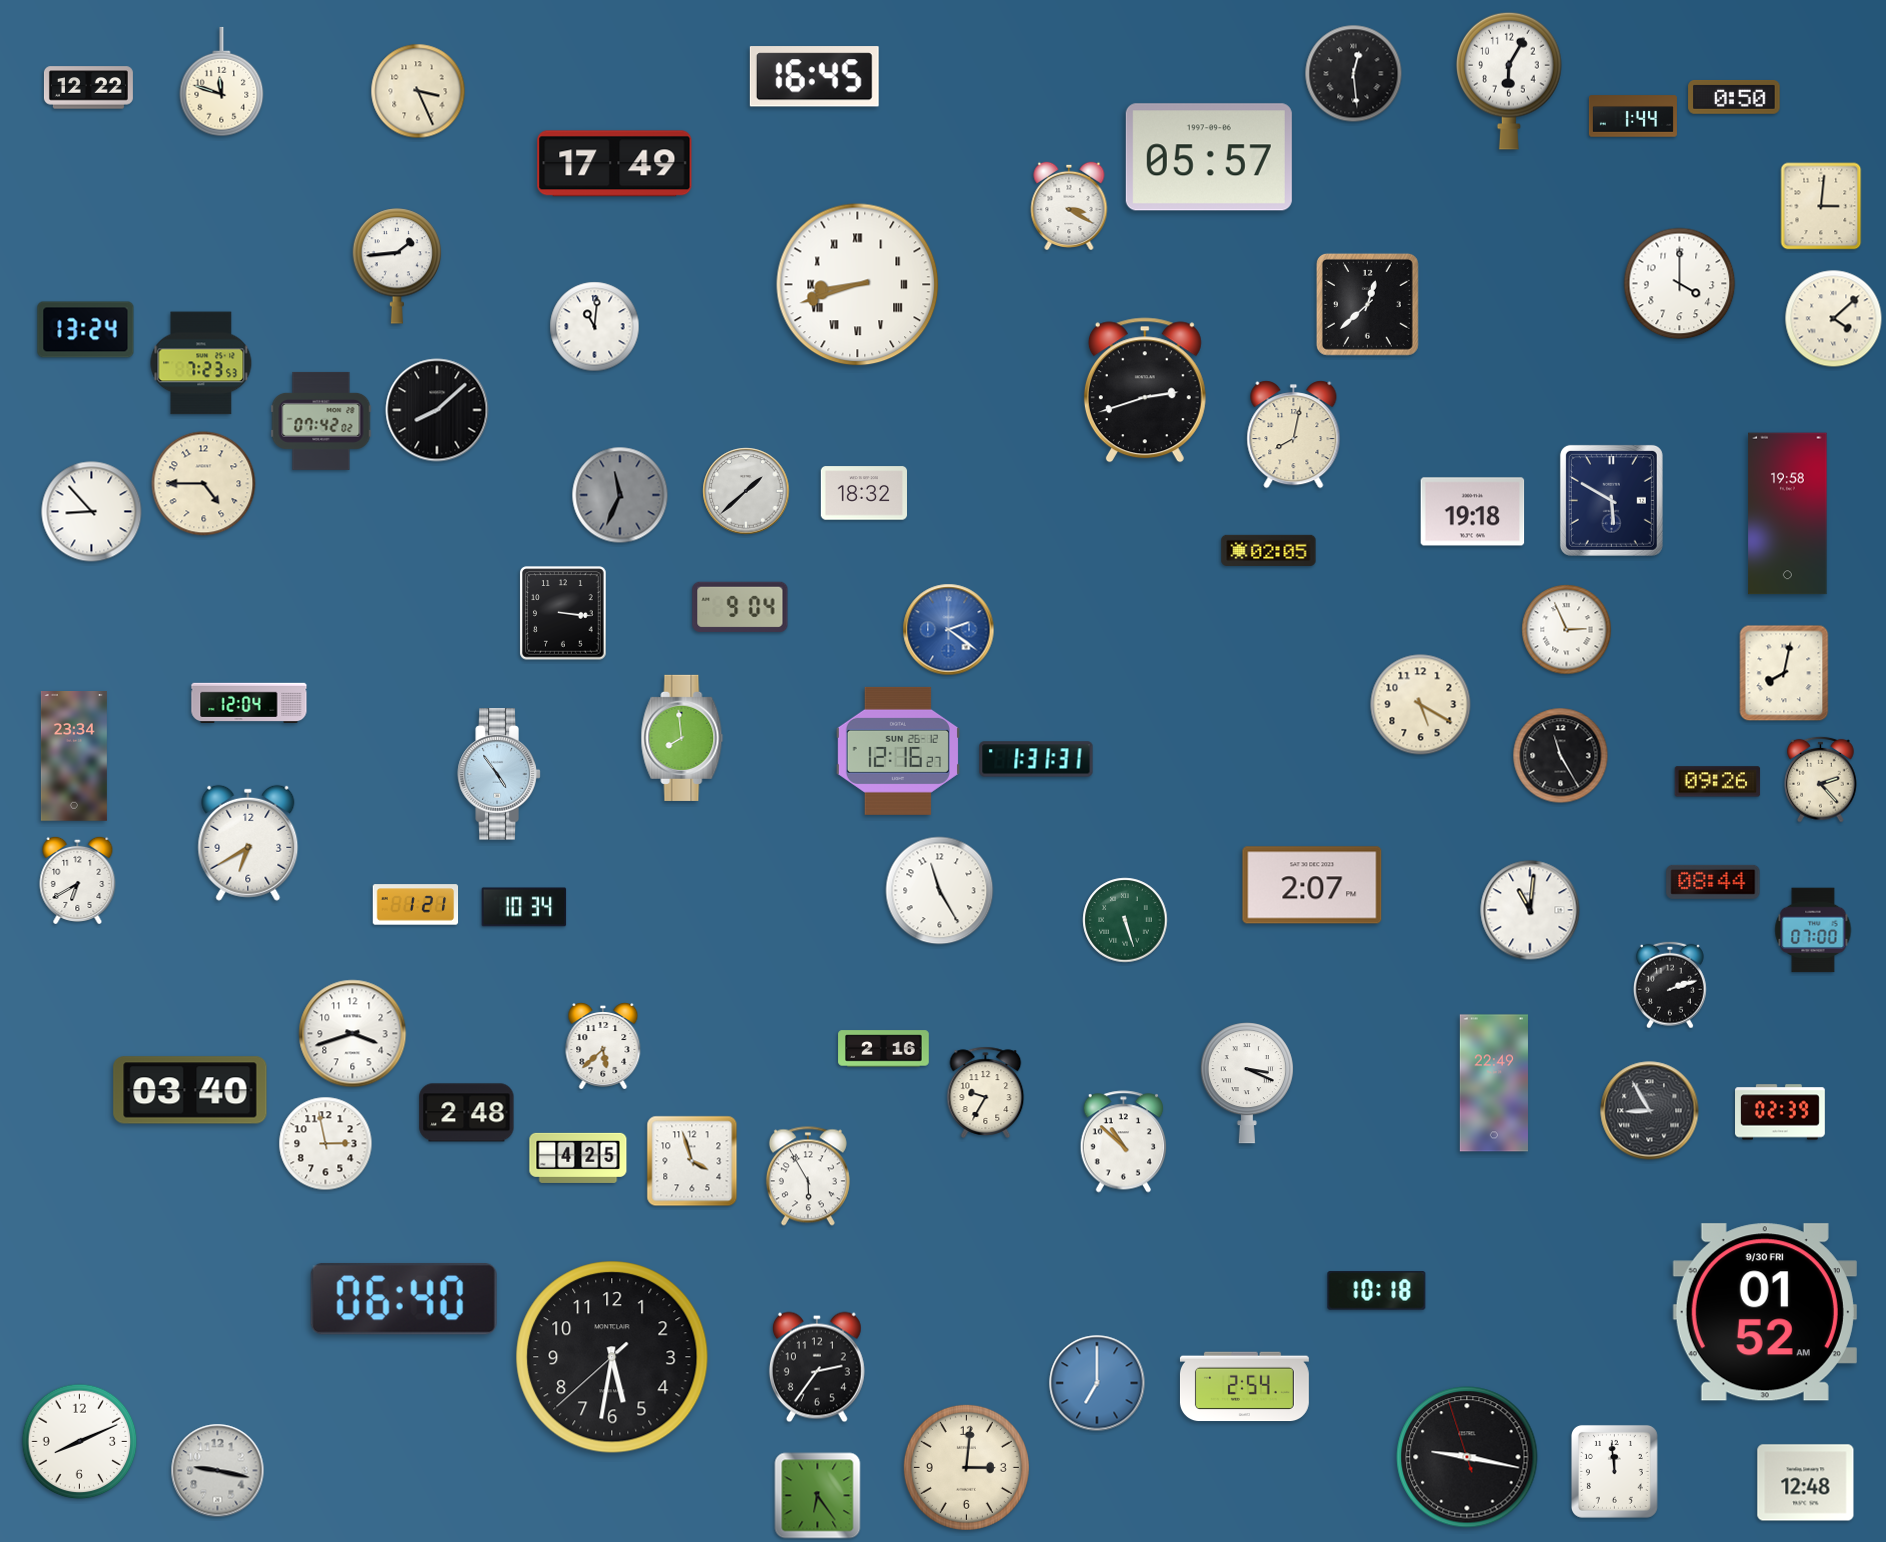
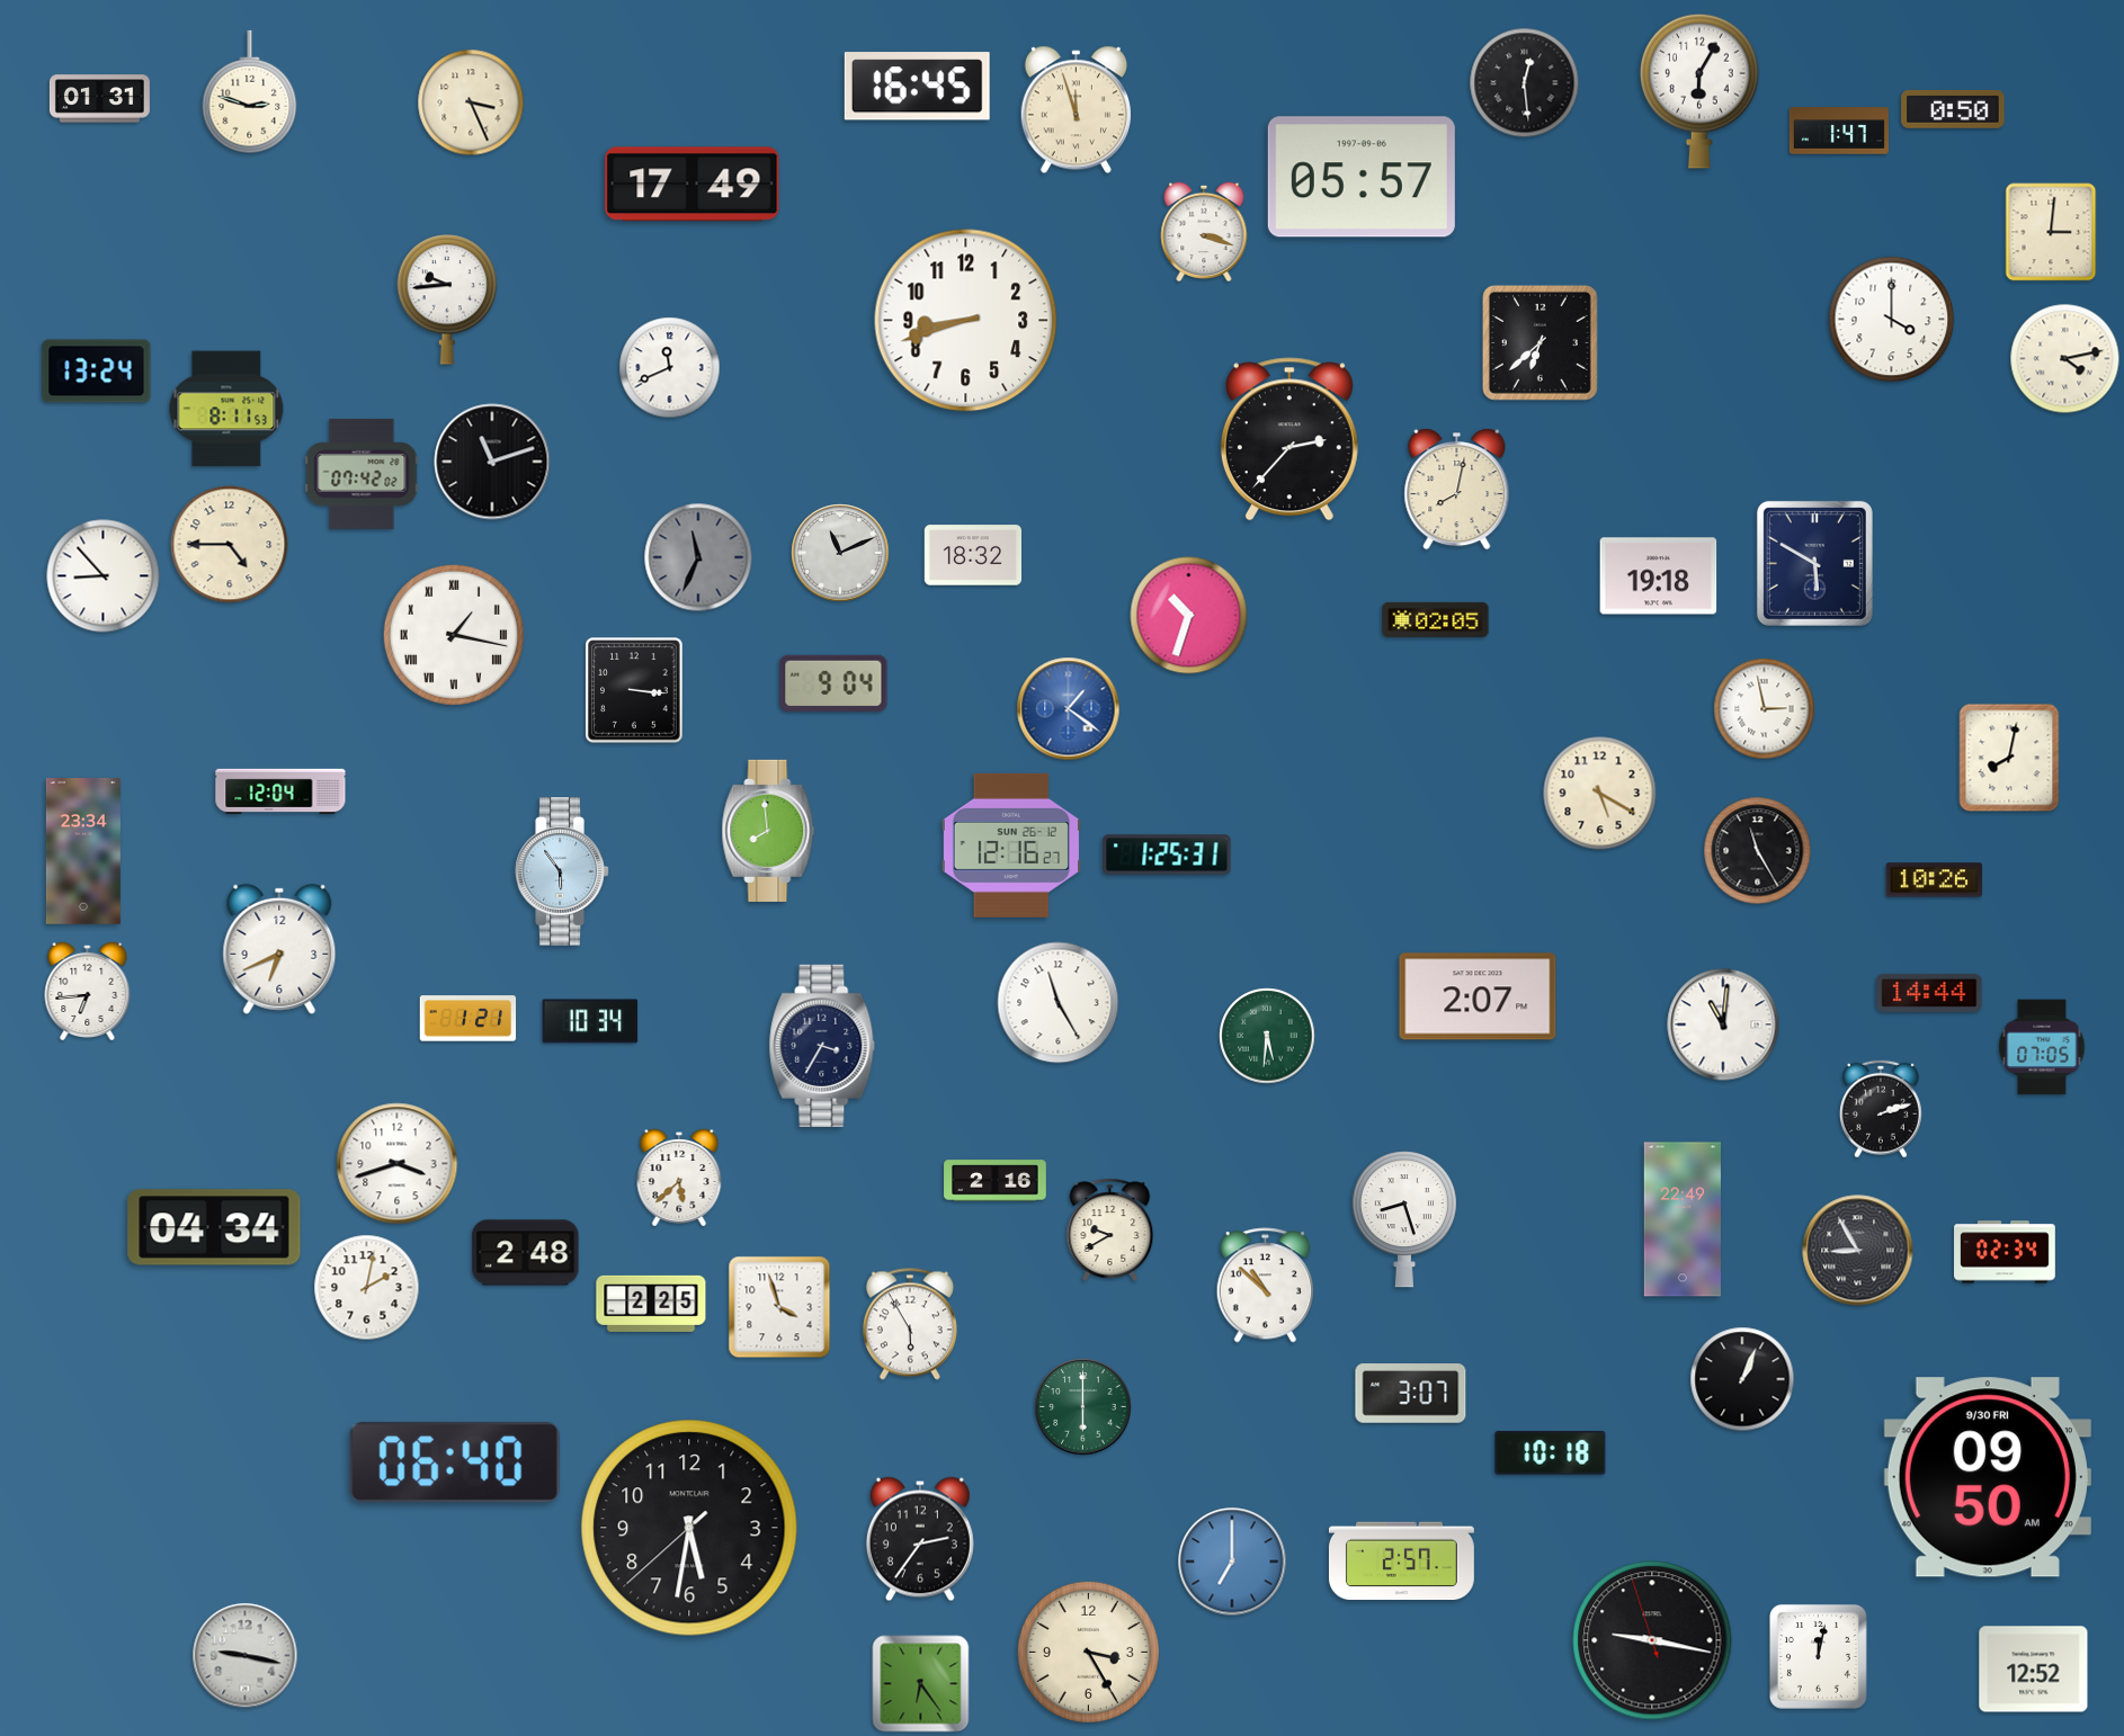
clock at (222, 82): 11:48 -> 2:48
clock at (88, 88): 12:22 -> 01:31
clock at (1076, 110): none -> 11:57
clock at (1633, 116): 1:44 -> 1:47
clock at (1069, 205): 3:20 -> 3:18
clock at (397, 266): 1:44 -> 9:44
clock at (858, 285) numerals: Roman -> Arabic
clock at (1367, 304): 12:38 -> 6:38
clock at (1834, 319): 4:08 -> 4:13
clock at (595, 327): 11:01 -> 11:41
clock at (201, 363): 7:23 -> 8:11
clock at (1145, 390): 2:42 -> 2:37
clock at (437, 410): 8:08 -> 11:12
clock at (746, 491): 1:38 -> 11:11
clock at (1788, 514): 19:58 -> none
clock at (1189, 616): none -> 10:33
clock at (1269, 550) position: (1269, 550) -> (1436, 619)
clock at (454, 635): none -> 1:17
clock at (949, 630): 2:21 -> 1:21
clock at (1567, 630): 2:56 -> 2:58
clock at (1036, 759): 1:31 -> 1:25
clock at (499, 774): 4:54 -> 5:54
clock at (1821, 779): 2:23 -> none
clock at (1718, 782): 09:26 -> 10:26
clock at (248, 843): 6:40 -> 6:41
clock at (78, 880): 6:40 -> 6:44
clock at (1713, 882): 08:44 -> 14:44
clock at (1125, 920): 5:27 -> 5:31
clock at (822, 1045): none -> 3:35
clock at (1813, 930): 07:00 -> 07:05
clock at (1247, 1083): 3:19 -> 8:27
clock at (190, 1090): 03:40 -> 04:34
clock at (986, 1092): 9:35 -> 9:40
clock at (1781, 1112): 02:39 -> 02:34
clock at (326, 1144): 2:58 -> 2:02
clock at (578, 1158): 4:25 -> 2:25
clock at (1742, 1379): none -> 1:04
clock at (1411, 1394): none -> 3:07
clock at (1083, 1407): none -> 6:00
clock at (1765, 1312): 01:52 -> 09:50
clock at (1097, 1383) position: (1097, 1383) -> (1232, 1561)
clock at (1244, 1387): 2:54 -> 2:57
clock at (80, 1442): 8:11 -> none
clock at (966, 1467): 3:01 -> 3:25
clock at (1614, 1471): 11:59 -> 12:02
clock at (1806, 1483): 12:48 -> 12:52
